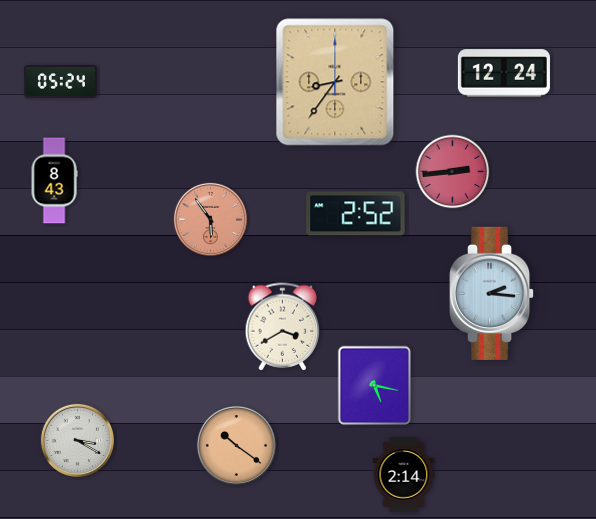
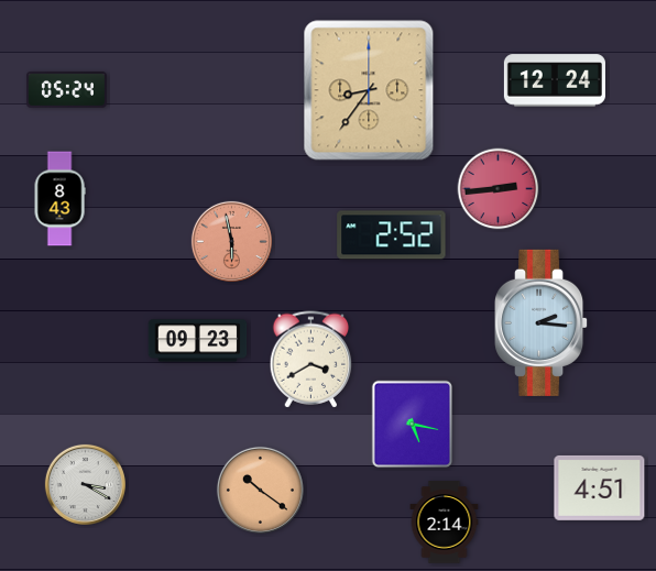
clock at (210, 219): 5:54 -> 5:58
clock at (198, 341): none -> 09:23
clock at (600, 487): none -> 4:51
